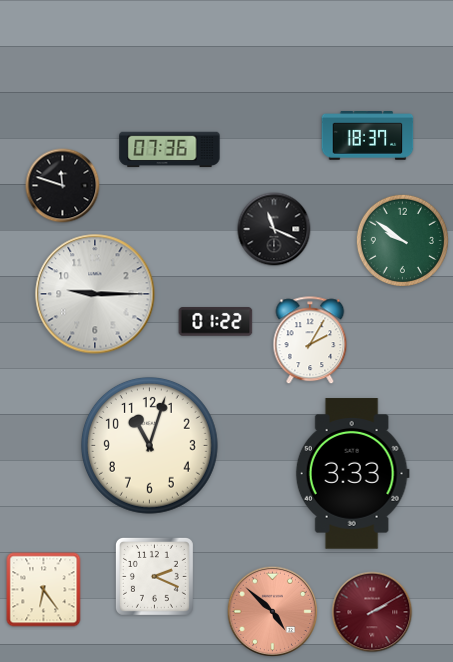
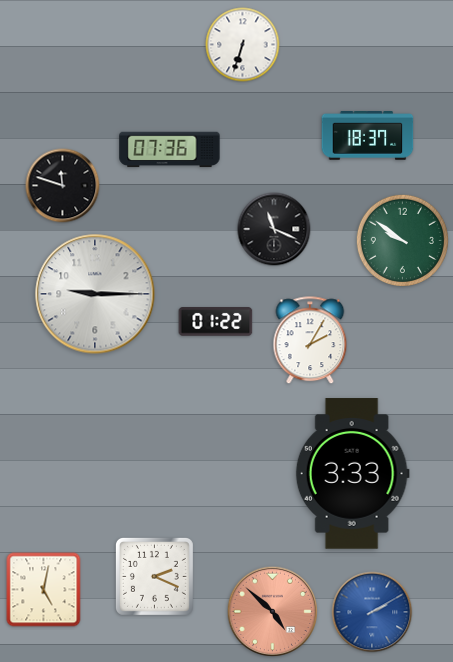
clock at (243, 45): none -> 6:33
clock at (149, 445): 11:03 -> none
clock at (44, 590): 6:24 -> 5:02
clock at (372, 612) dial: burgundy -> blue
